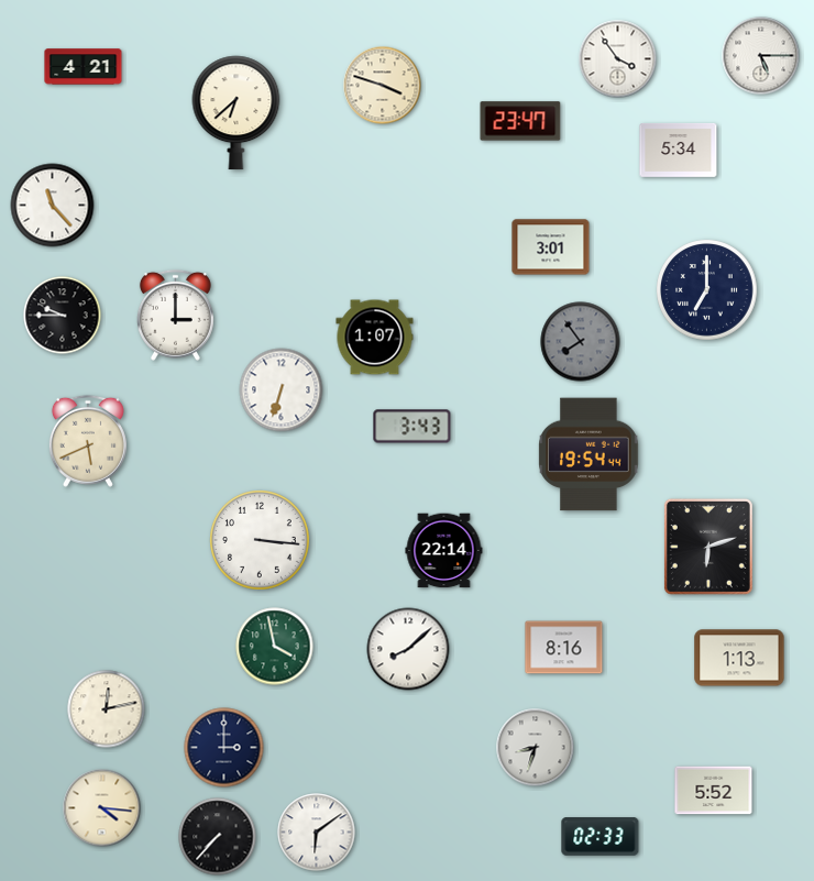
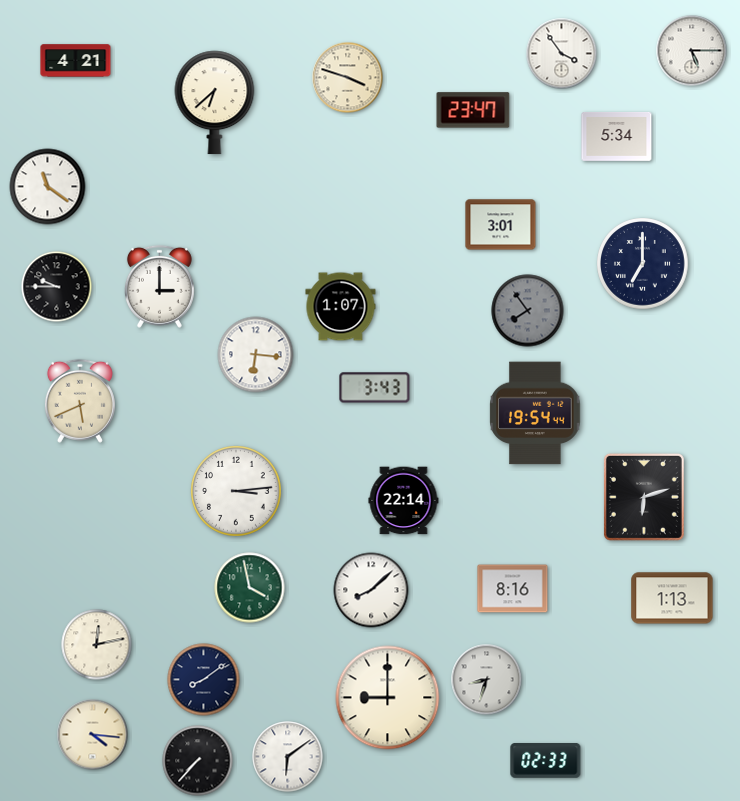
clock at (53, 206): 11:23 -> 11:21
clock at (282, 390): 6:33 -> 6:16
clock at (261, 541): 3:16 -> 3:14
clock at (224, 748): 3:00 -> 8:09
clock at (388, 698): none -> 9:00
clock at (714, 791): 5:52 -> none
